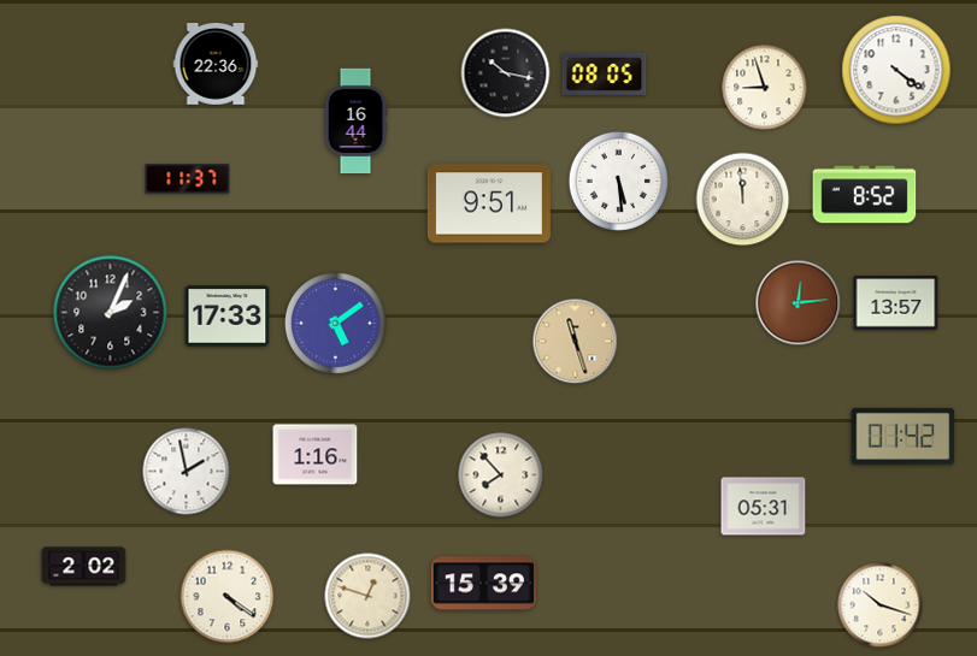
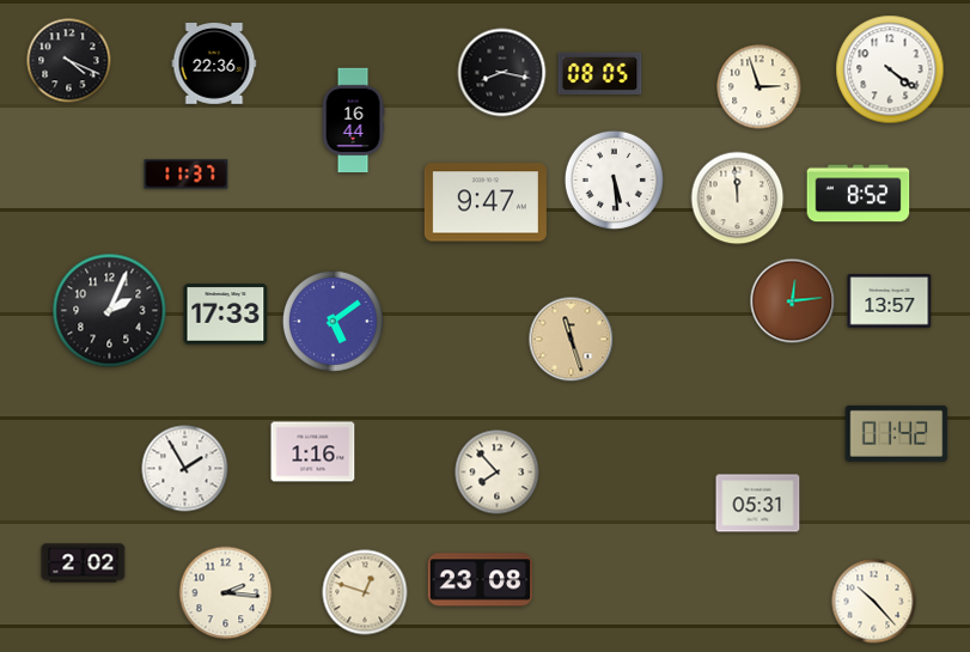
clock at (69, 61): none -> 4:19
clock at (506, 73): 10:17 -> 8:17
clock at (765, 88): 8:57 -> 2:57
clock at (188, 179) position: (188, 179) -> (187, 175)
clock at (489, 203): 9:51 -> 9:47
clock at (187, 472): 1:58 -> 1:55
clock at (483, 584): 15:39 -> 23:08
clock at (228, 597): 4:21 -> 2:16
clock at (881, 605): 10:18 -> 10:23
